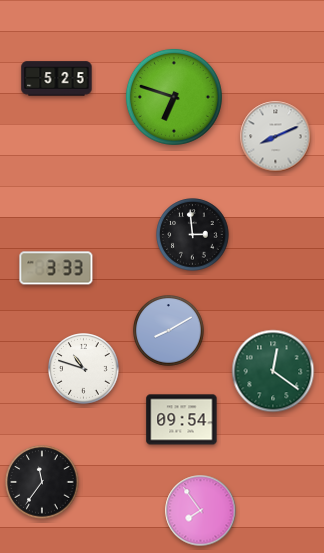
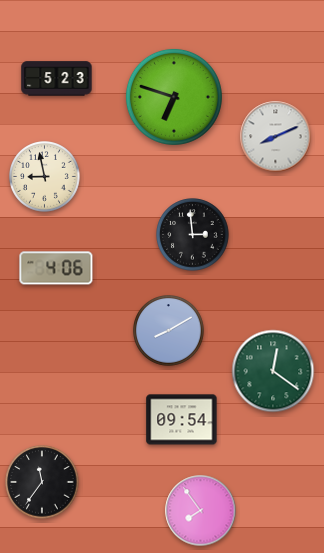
clock at (57, 79): 5:25 -> 5:23
clock at (45, 177): none -> 8:58
clock at (56, 268): 3:33 -> 4:06
clock at (84, 369): 10:48 -> none
